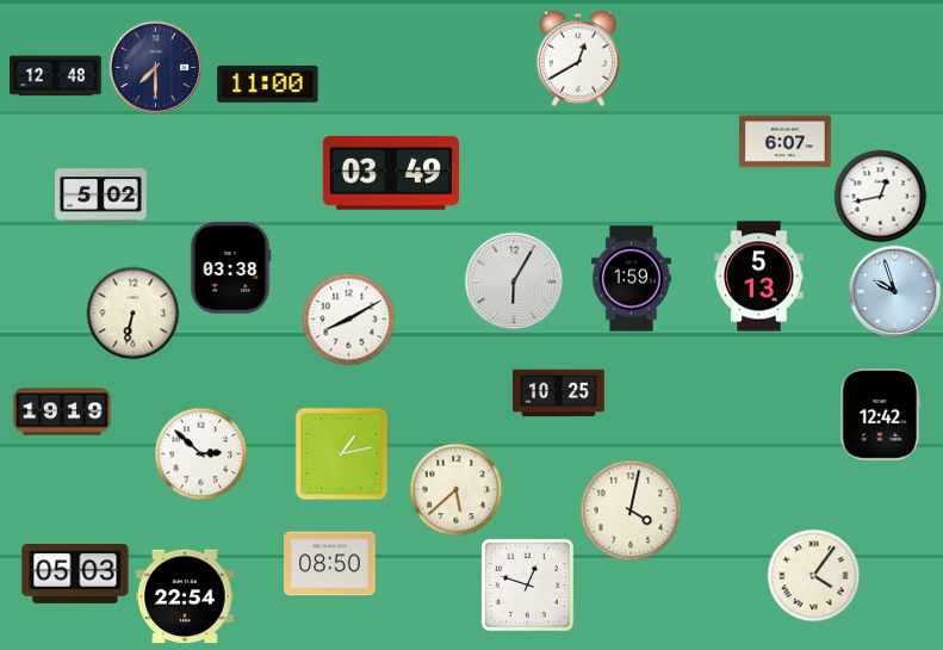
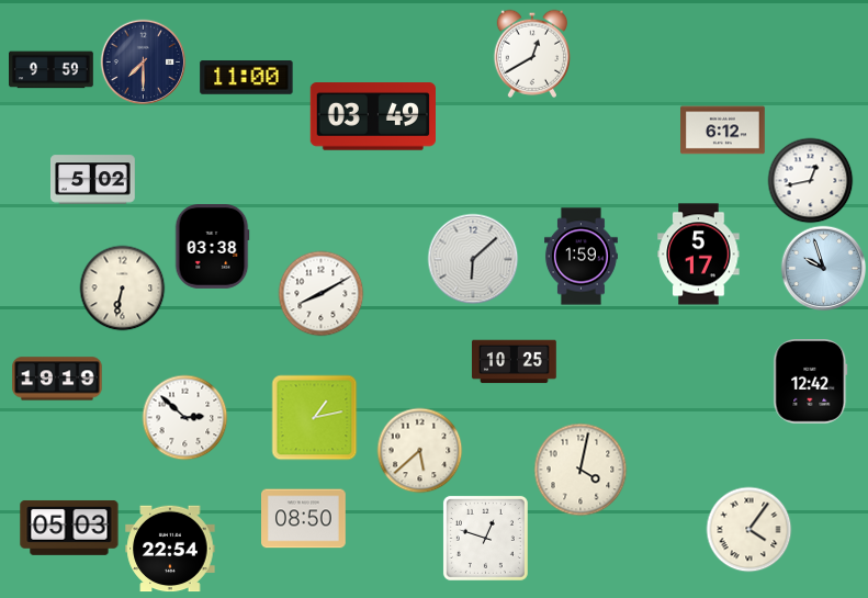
clock at (56, 76): 12:48 -> 9:59
clock at (786, 142): 6:07 -> 6:12
clock at (390, 173) position: (390, 173) -> (372, 116)
clock at (759, 277): 5:13 -> 5:17
clock at (514, 281): 6:05 -> 6:08
